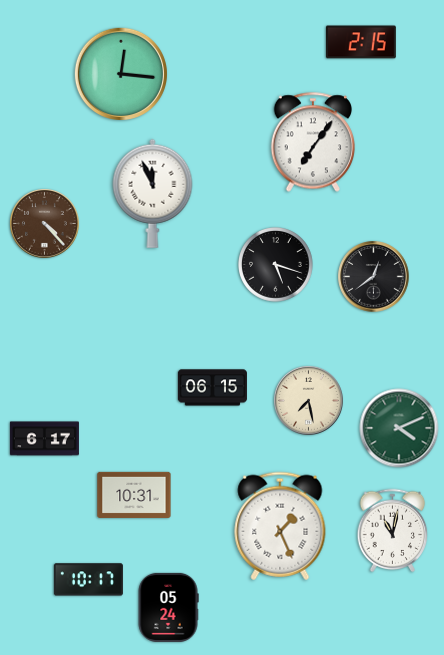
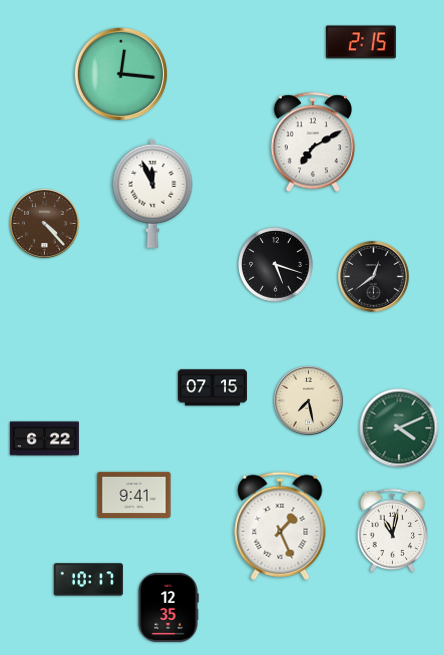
clock at (312, 142): 7:06 -> 7:10
clock at (212, 388): 06:15 -> 07:15
clock at (44, 439): 6:17 -> 6:22
clock at (134, 495): 10:31 -> 9:41
clock at (168, 607): 05:24 -> 12:35
